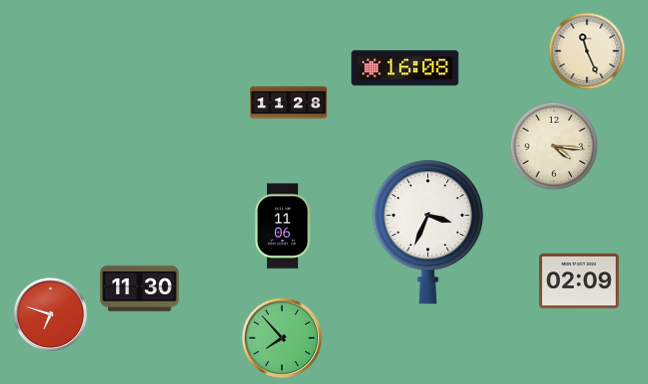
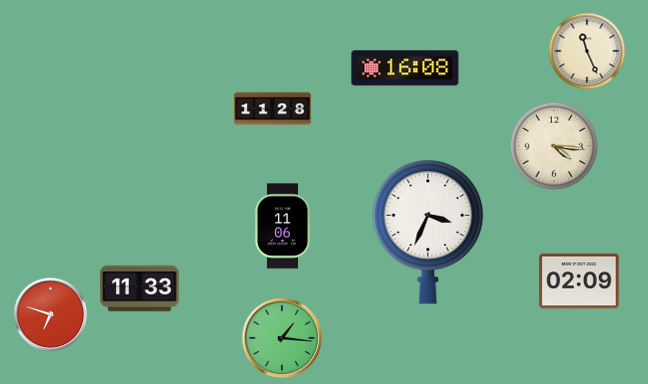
clock at (289, 103) position: (289, 103) -> (273, 109)
clock at (140, 289): 11:30 -> 11:33
clock at (282, 338): 7:53 -> 1:16
